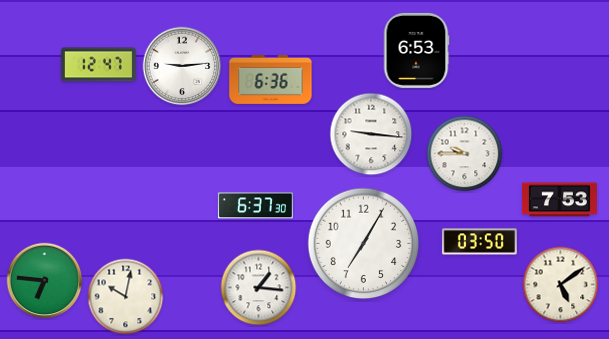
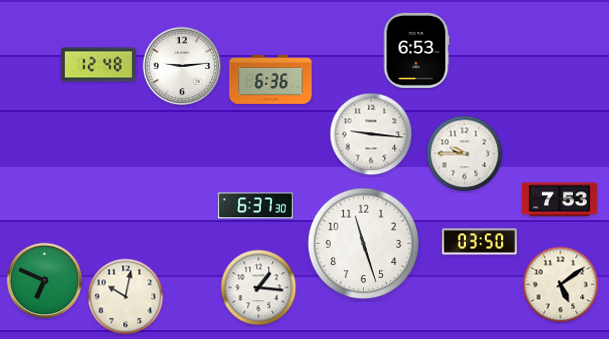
clock at (98, 65): 12:47 -> 12:48
clock at (364, 244): 7:05 -> 11:27
clock at (45, 281): 6:46 -> 6:49
